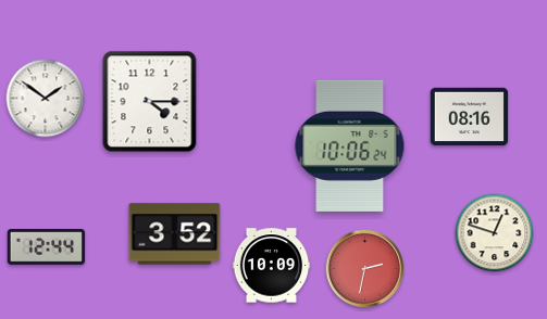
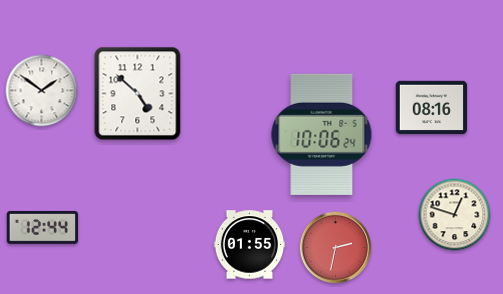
clock at (150, 102): 4:15 -> 4:52
clock at (175, 234): 3:52 -> none
clock at (272, 266): 10:09 -> 01:55
